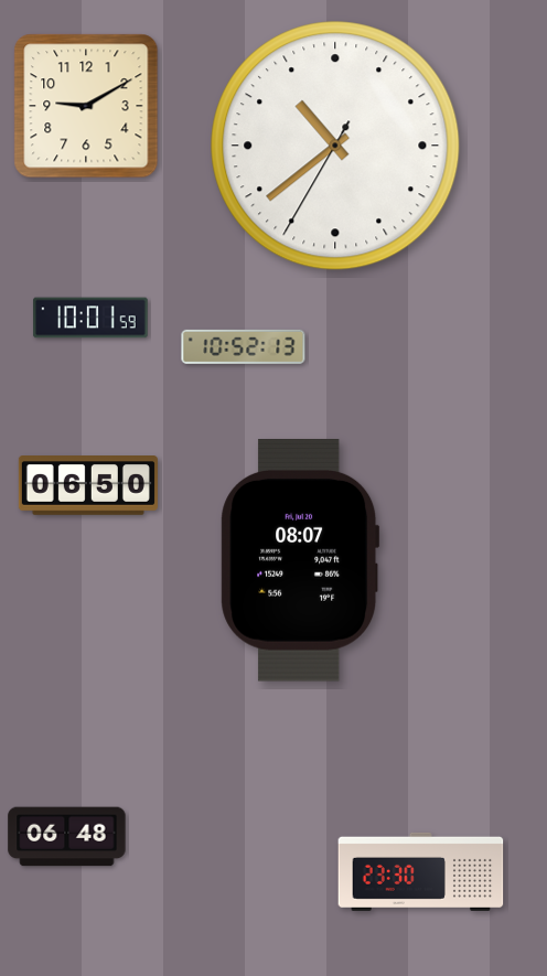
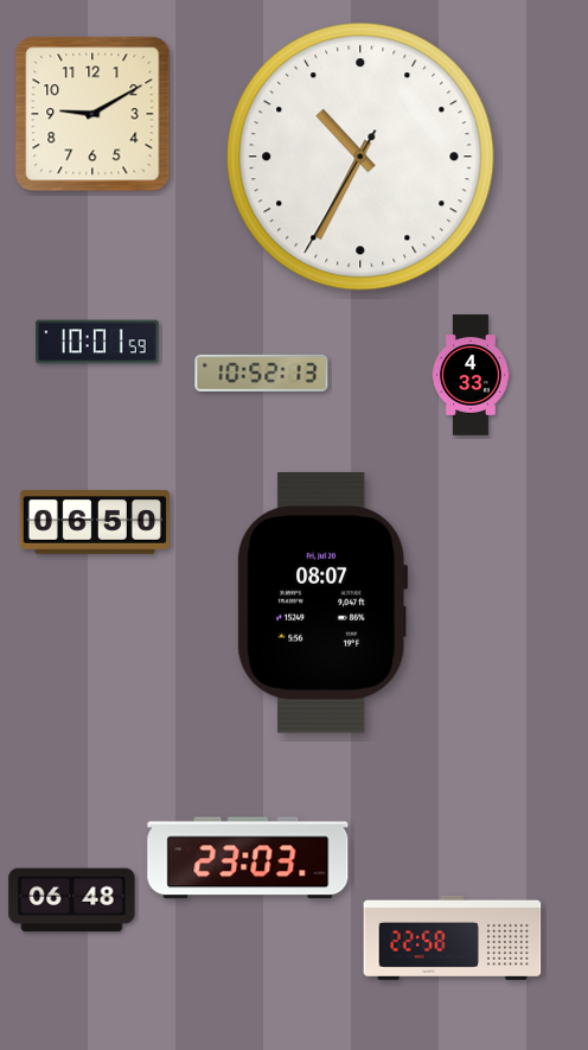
clock at (335, 146): 10:38 -> 10:34
clock at (472, 375): none -> 4:33
clock at (248, 858): none -> 23:03
clock at (421, 871): 23:30 -> 22:58
